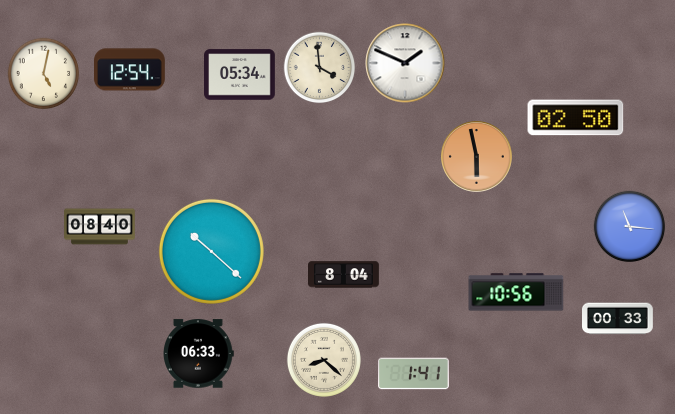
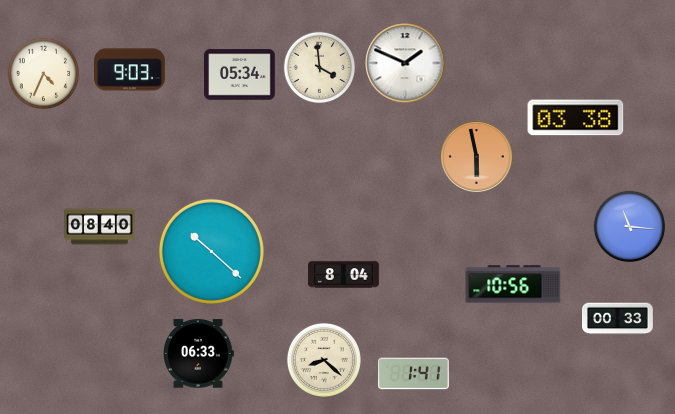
clock at (130, 70): 12:54 -> 9:03
clock at (44, 74): 5:02 -> 4:34
clock at (576, 118): 02:50 -> 03:38
clock at (516, 292) position: (516, 292) -> (513, 284)
